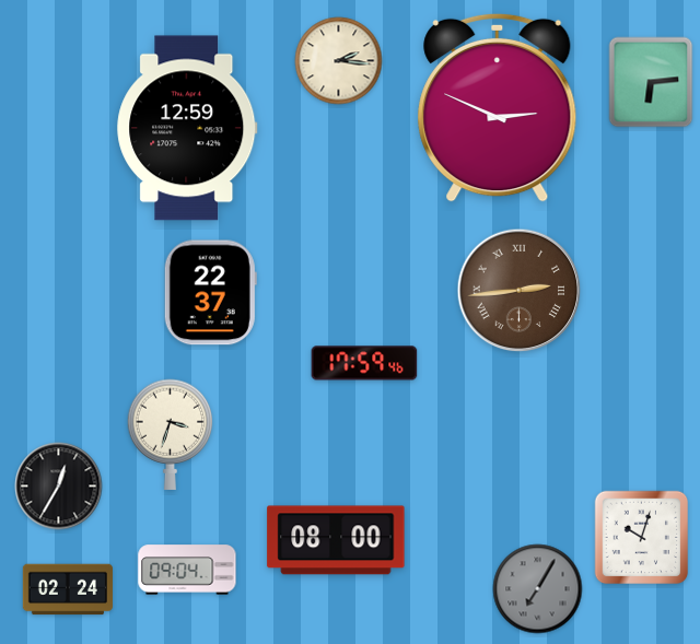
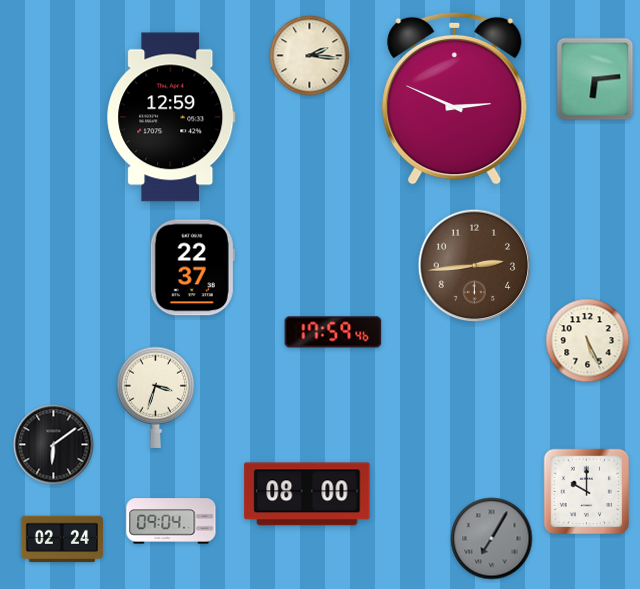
clock at (651, 82) position: (651, 82) -> (595, 79)
clock at (520, 291) numerals: Roman -> Arabic
clock at (588, 341): none -> 5:26
clock at (59, 487): 12:35 -> 6:09
clock at (642, 538): 10:03 -> 10:00
